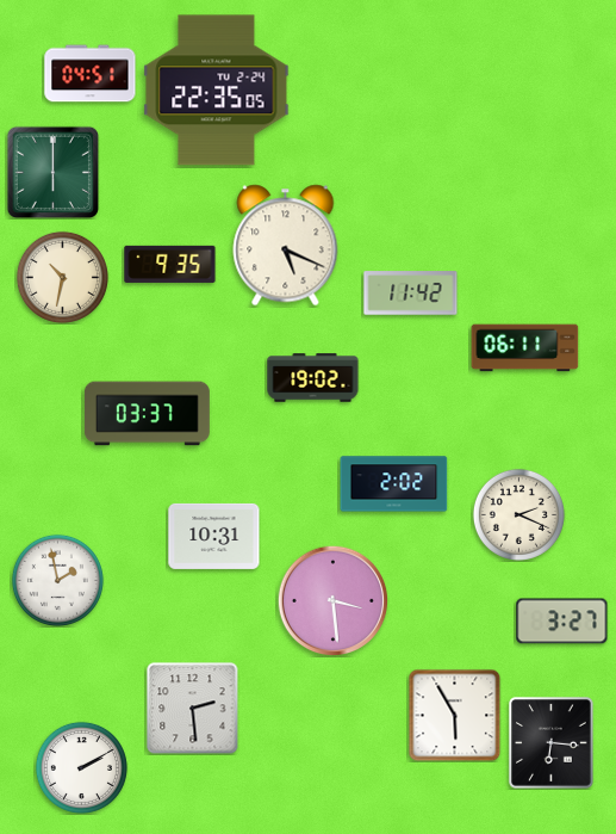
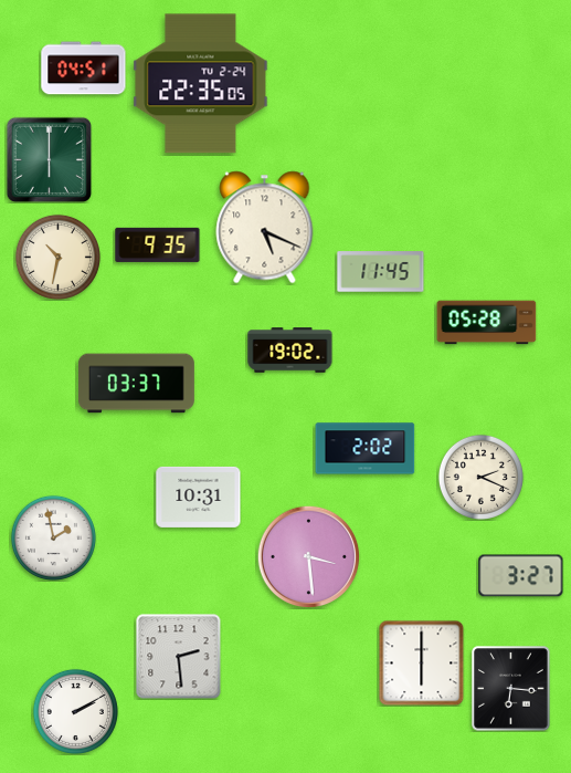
clock at (411, 294): 11:42 -> 11:45
clock at (525, 348): 06:11 -> 05:28
clock at (454, 715): 5:55 -> 6:00
